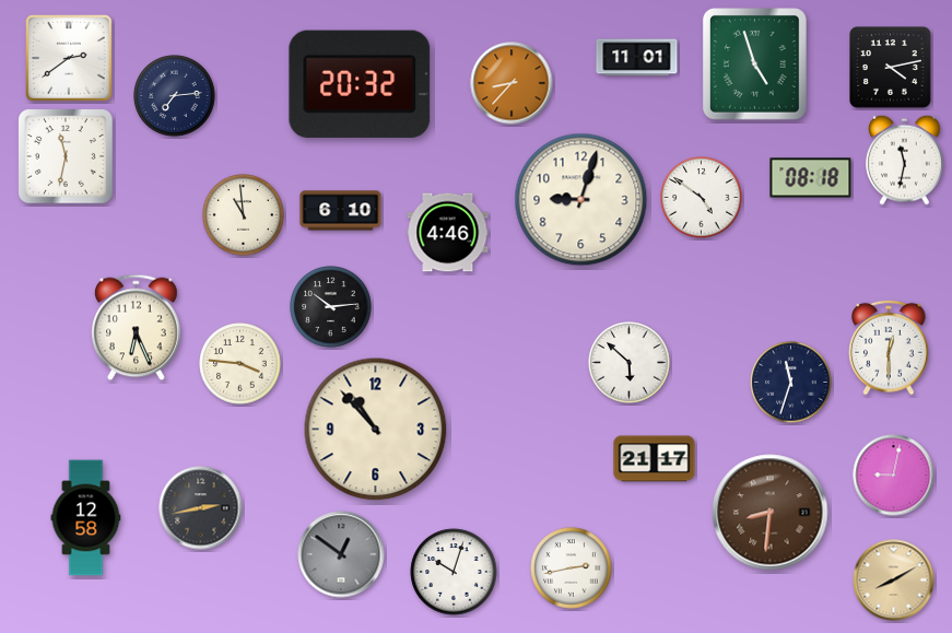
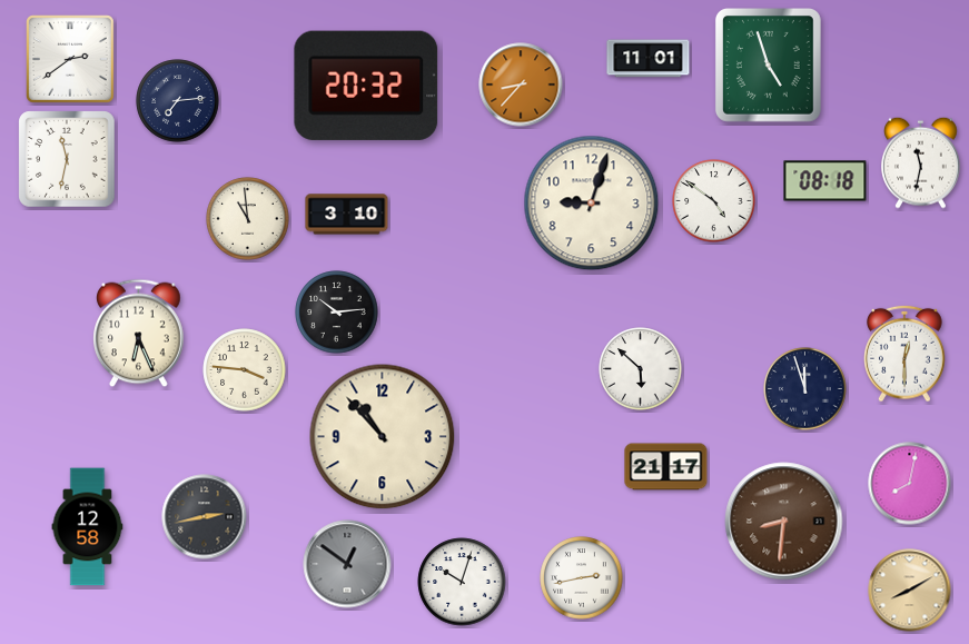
clock at (891, 68): 4:13 -> none
clock at (175, 96) position: (175, 96) -> (178, 101)
clock at (341, 211): 6:10 -> 3:10
clock at (448, 233): 4:46 -> none
clock at (791, 383): 11:33 -> 11:57
clock at (894, 476): 9:02 -> 8:02
